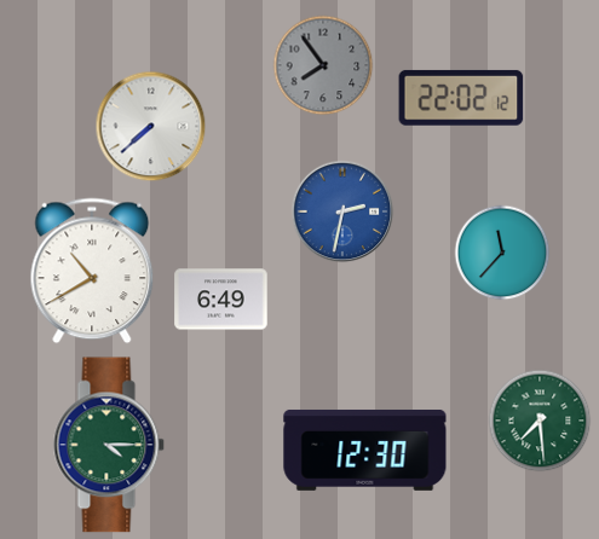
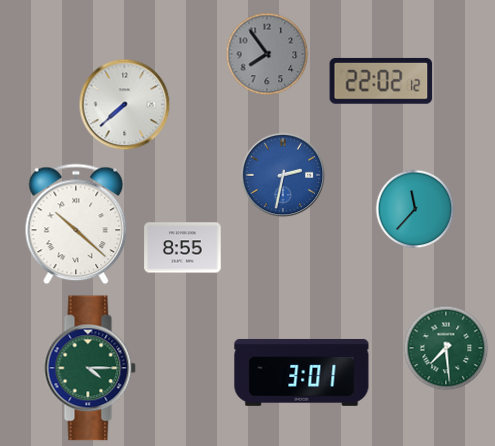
clock at (92, 271): 10:40 -> 10:22
clock at (221, 300): 6:49 -> 8:55
clock at (365, 450): 12:30 -> 3:01
